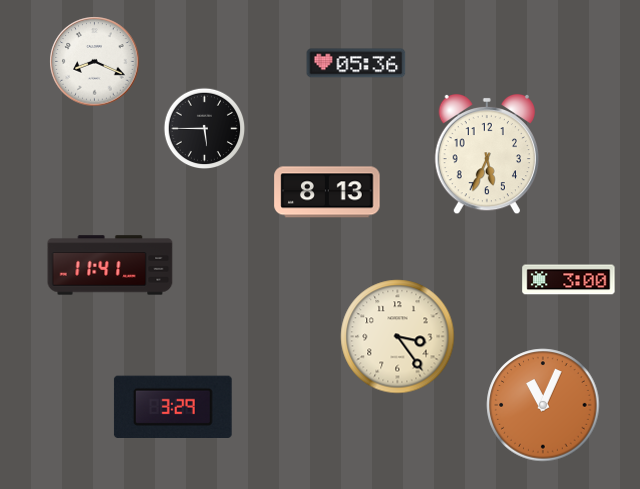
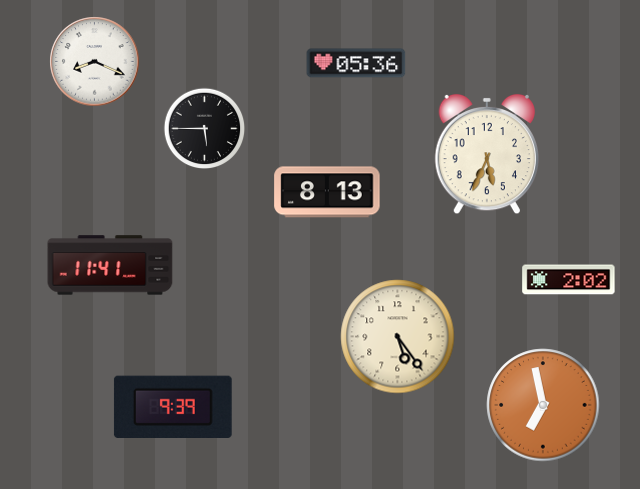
clock at (569, 280): 3:00 -> 2:02
clock at (398, 337): 3:24 -> 5:24
clock at (543, 405): 11:04 -> 6:58
clock at (173, 406): 3:29 -> 9:39
